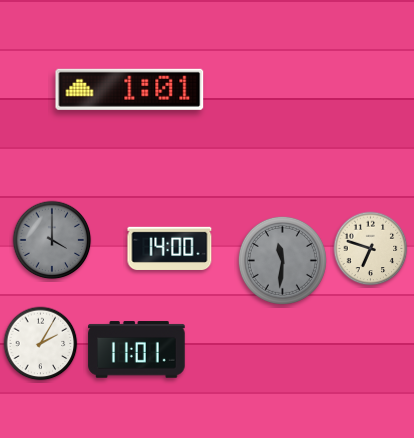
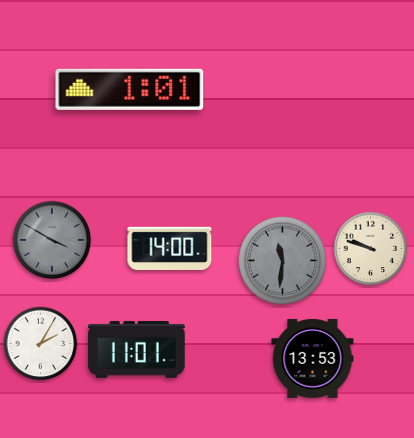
clock at (52, 240): 4:00 -> 3:50
clock at (371, 249): 6:48 -> 9:48
clock at (313, 358): none -> 13:53
